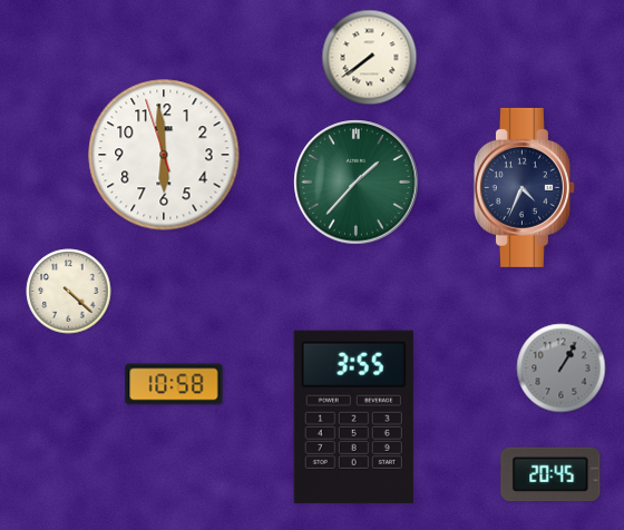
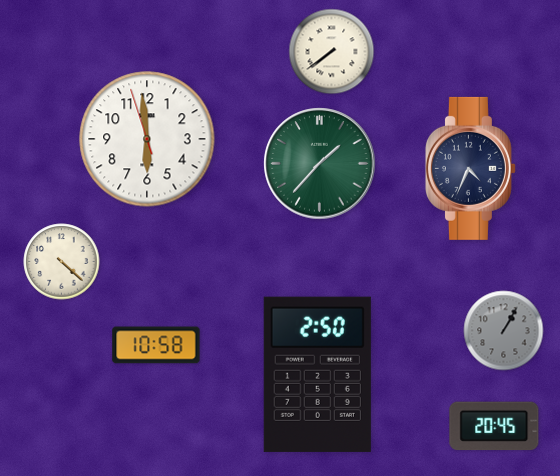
clock at (353, 416): 3:55 -> 2:50
